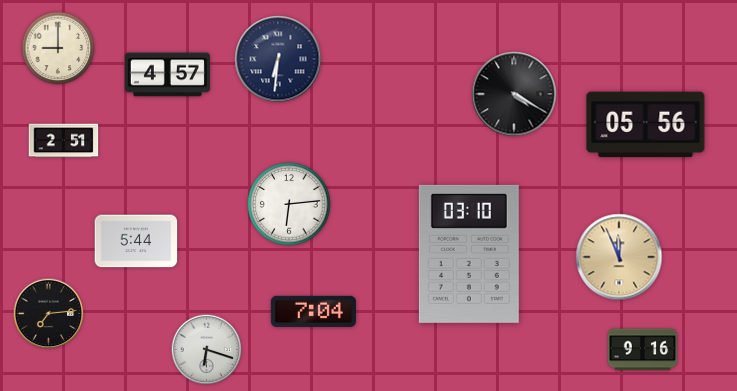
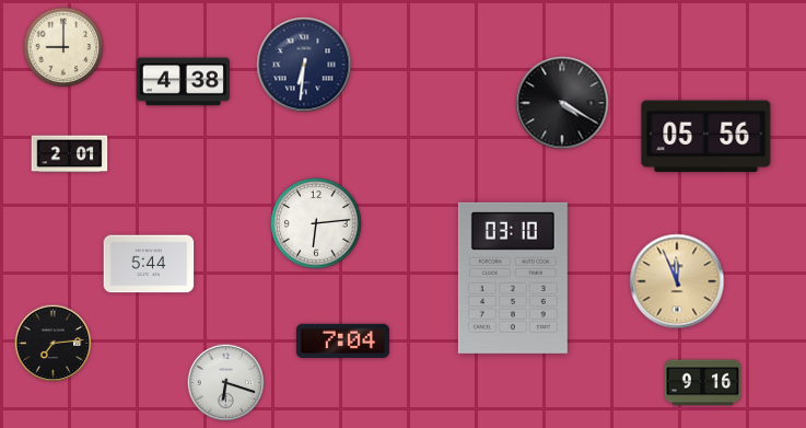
clock at (58, 48) position: (58, 48) -> (63, 47)
clock at (167, 75): 4:57 -> 4:38
clock at (64, 141): 2:51 -> 2:01
